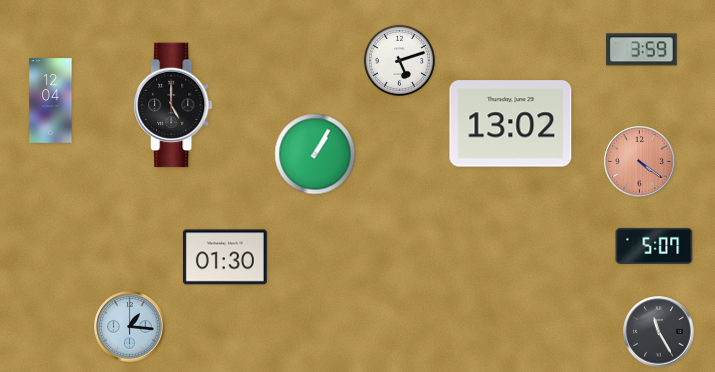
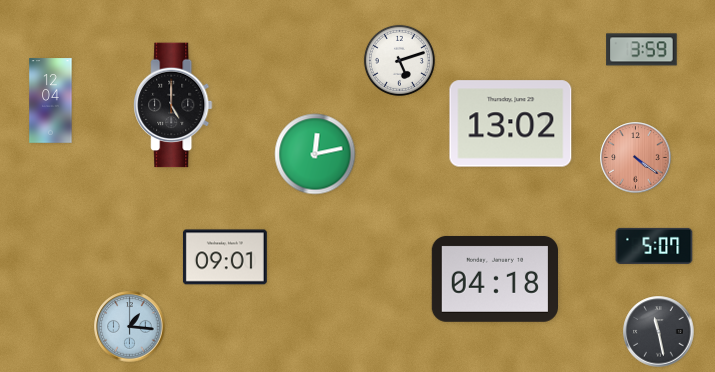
clock at (315, 154): 1:05 -> 12:13
clock at (640, 162) position: (640, 162) -> (636, 158)
clock at (225, 257): 01:30 -> 09:01
clock at (494, 279): none -> 04:18
clock at (659, 332): 11:25 -> 11:28
